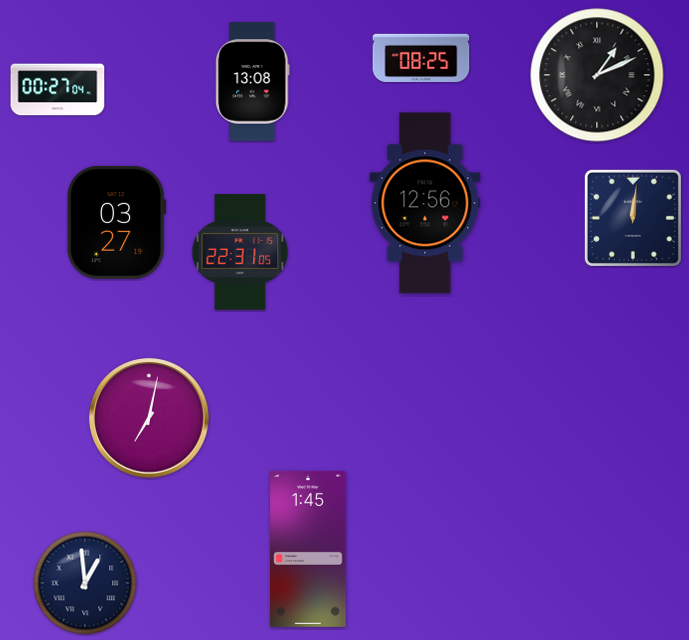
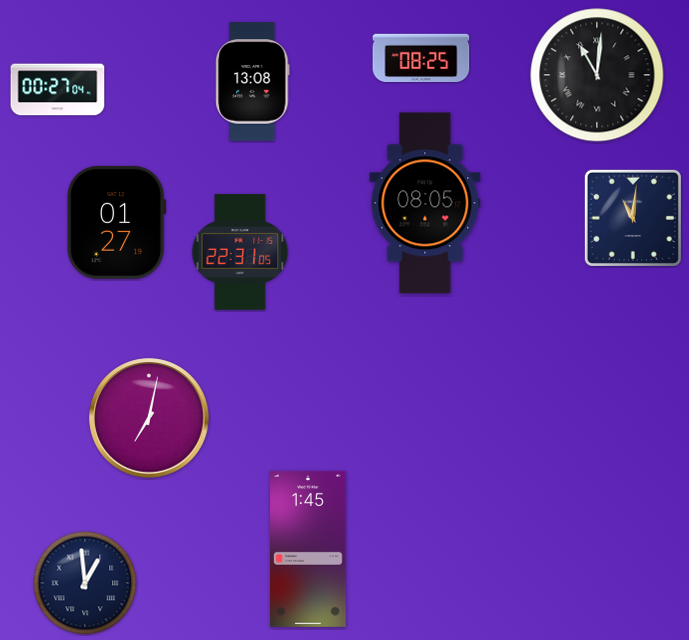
clock at (597, 75): 1:11 -> 11:01
clock at (425, 203): 12:56 -> 08:05
clock at (633, 218): 12:01 -> 11:01
clock at (116, 222): 03:27 -> 01:27
